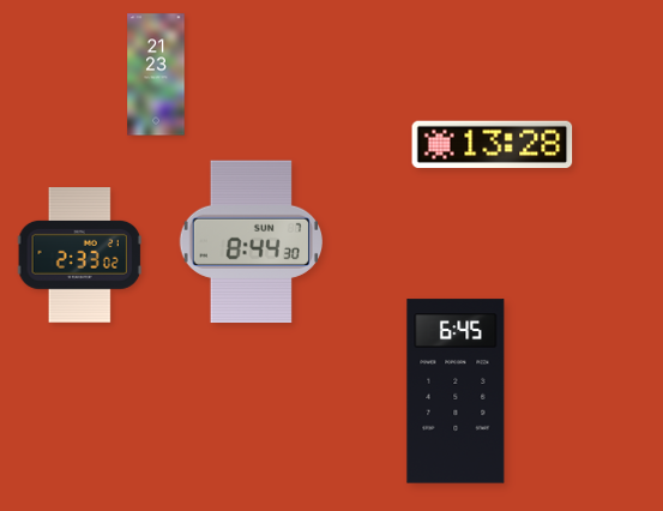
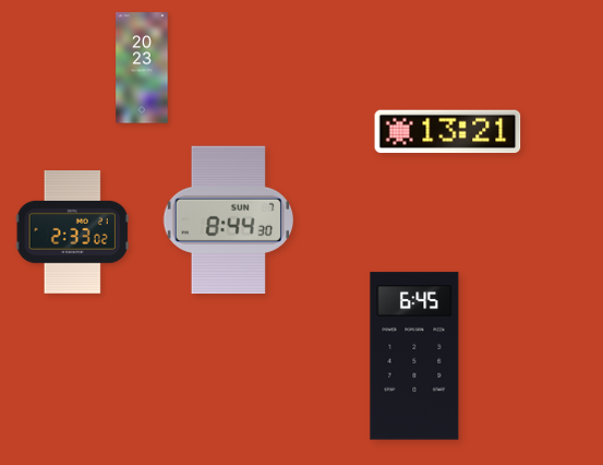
clock at (156, 74): 21:23 -> 20:23
clock at (493, 145): 13:28 -> 13:21
